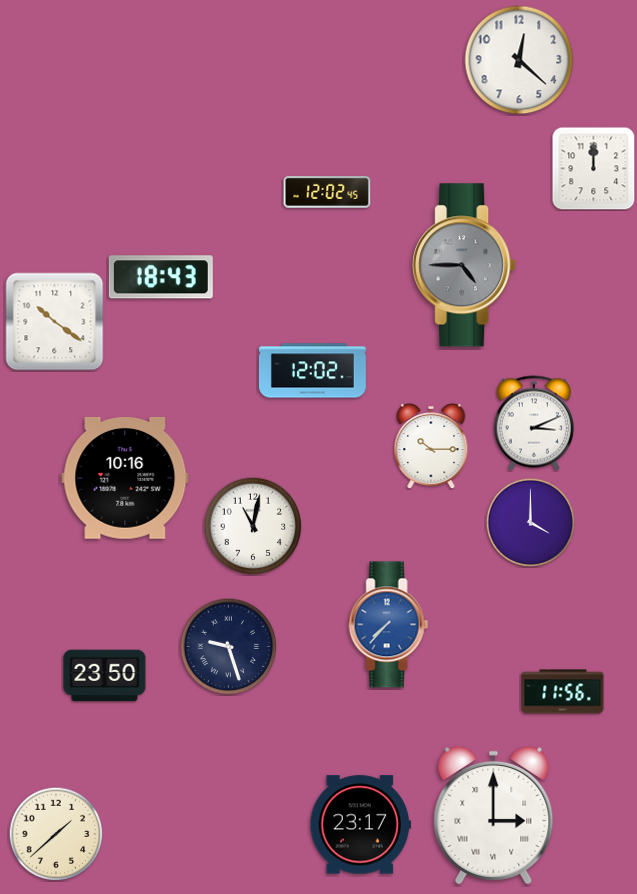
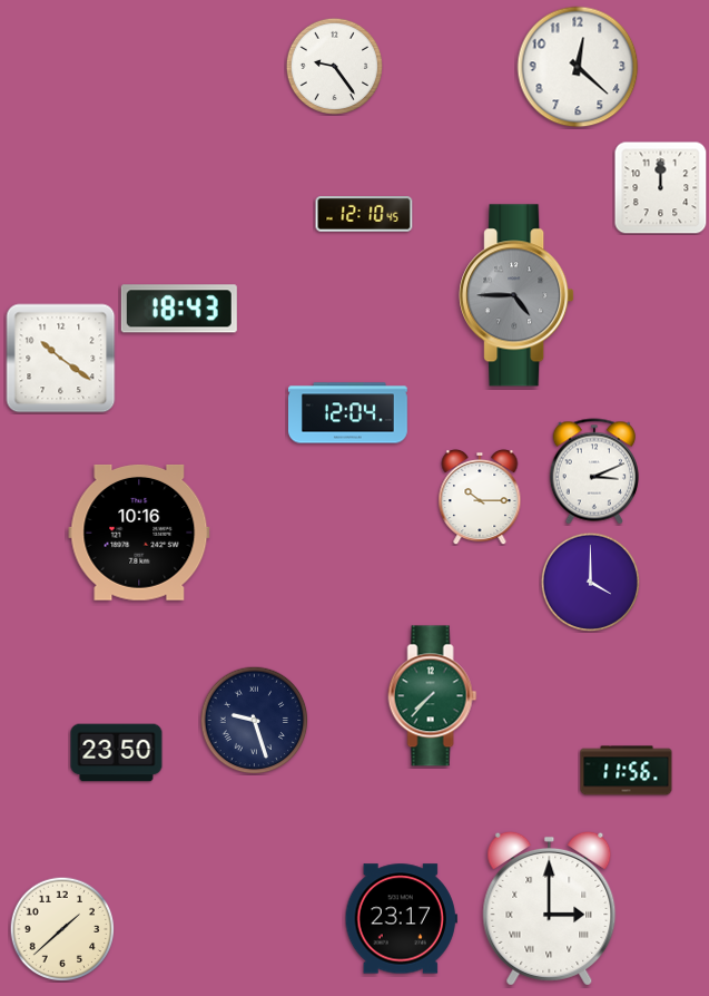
clock at (334, 66): none -> 9:24
clock at (327, 192): 12:02 -> 12:10
clock at (312, 371): 12:02 -> 12:04
clock at (253, 526): 11:02 -> none
clock at (389, 625) dial: blue -> green
